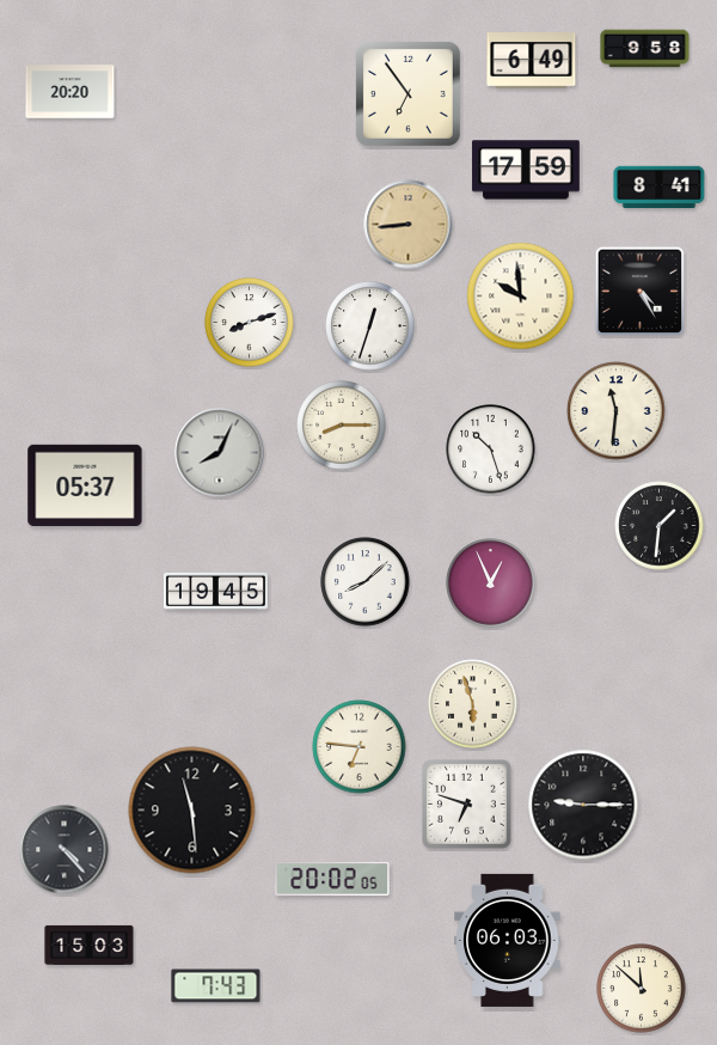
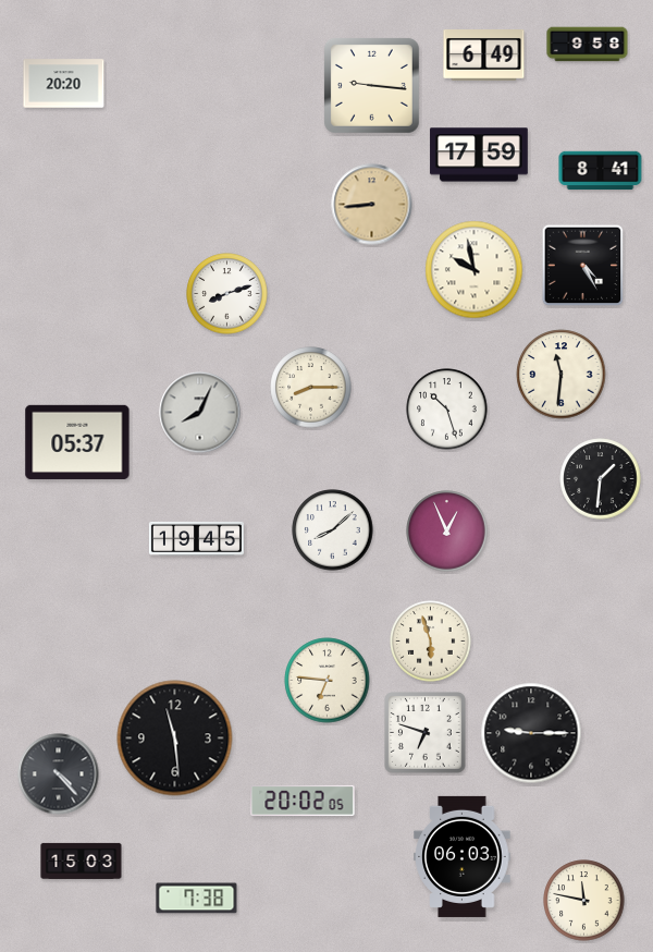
clock at (407, 93): 6:54 -> 9:16
clock at (521, 297): 9:59 -> 9:58
clock at (370, 326): 12:33 -> none
clock at (216, 986): 7:43 -> 7:38
clock at (642, 989): 11:52 -> 11:47
